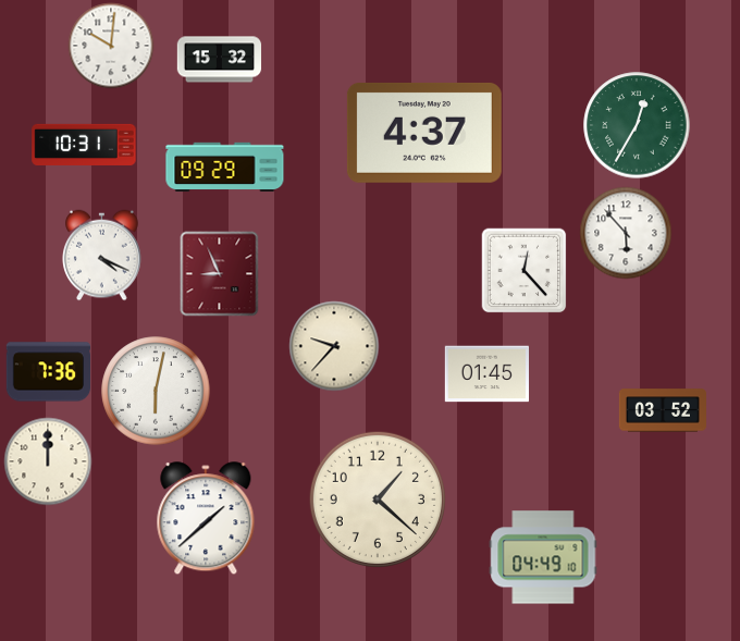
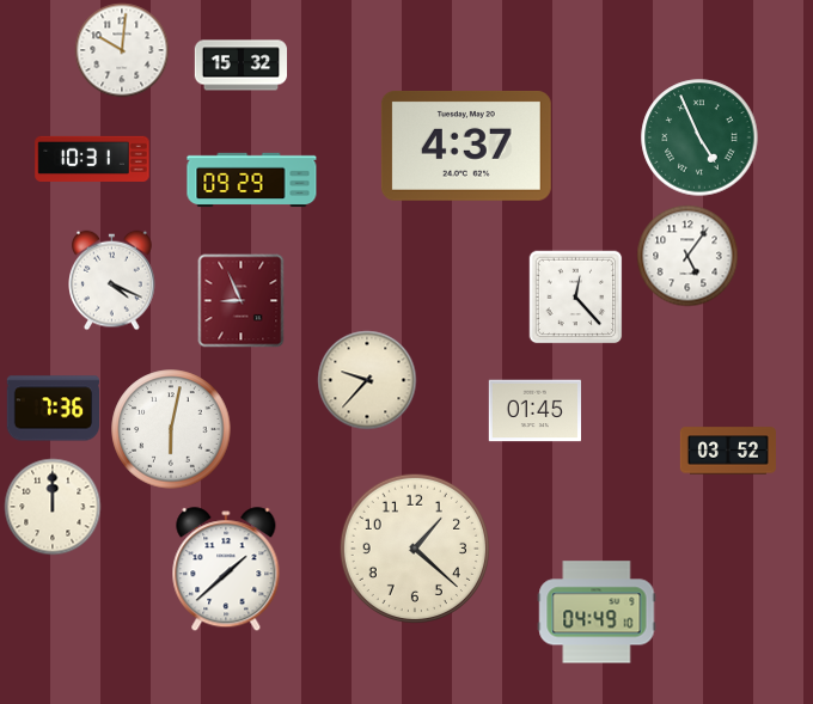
clock at (637, 125): 12:35 -> 4:56
clock at (225, 168) position: (225, 168) -> (252, 180)
clock at (626, 233): 5:53 -> 5:06
